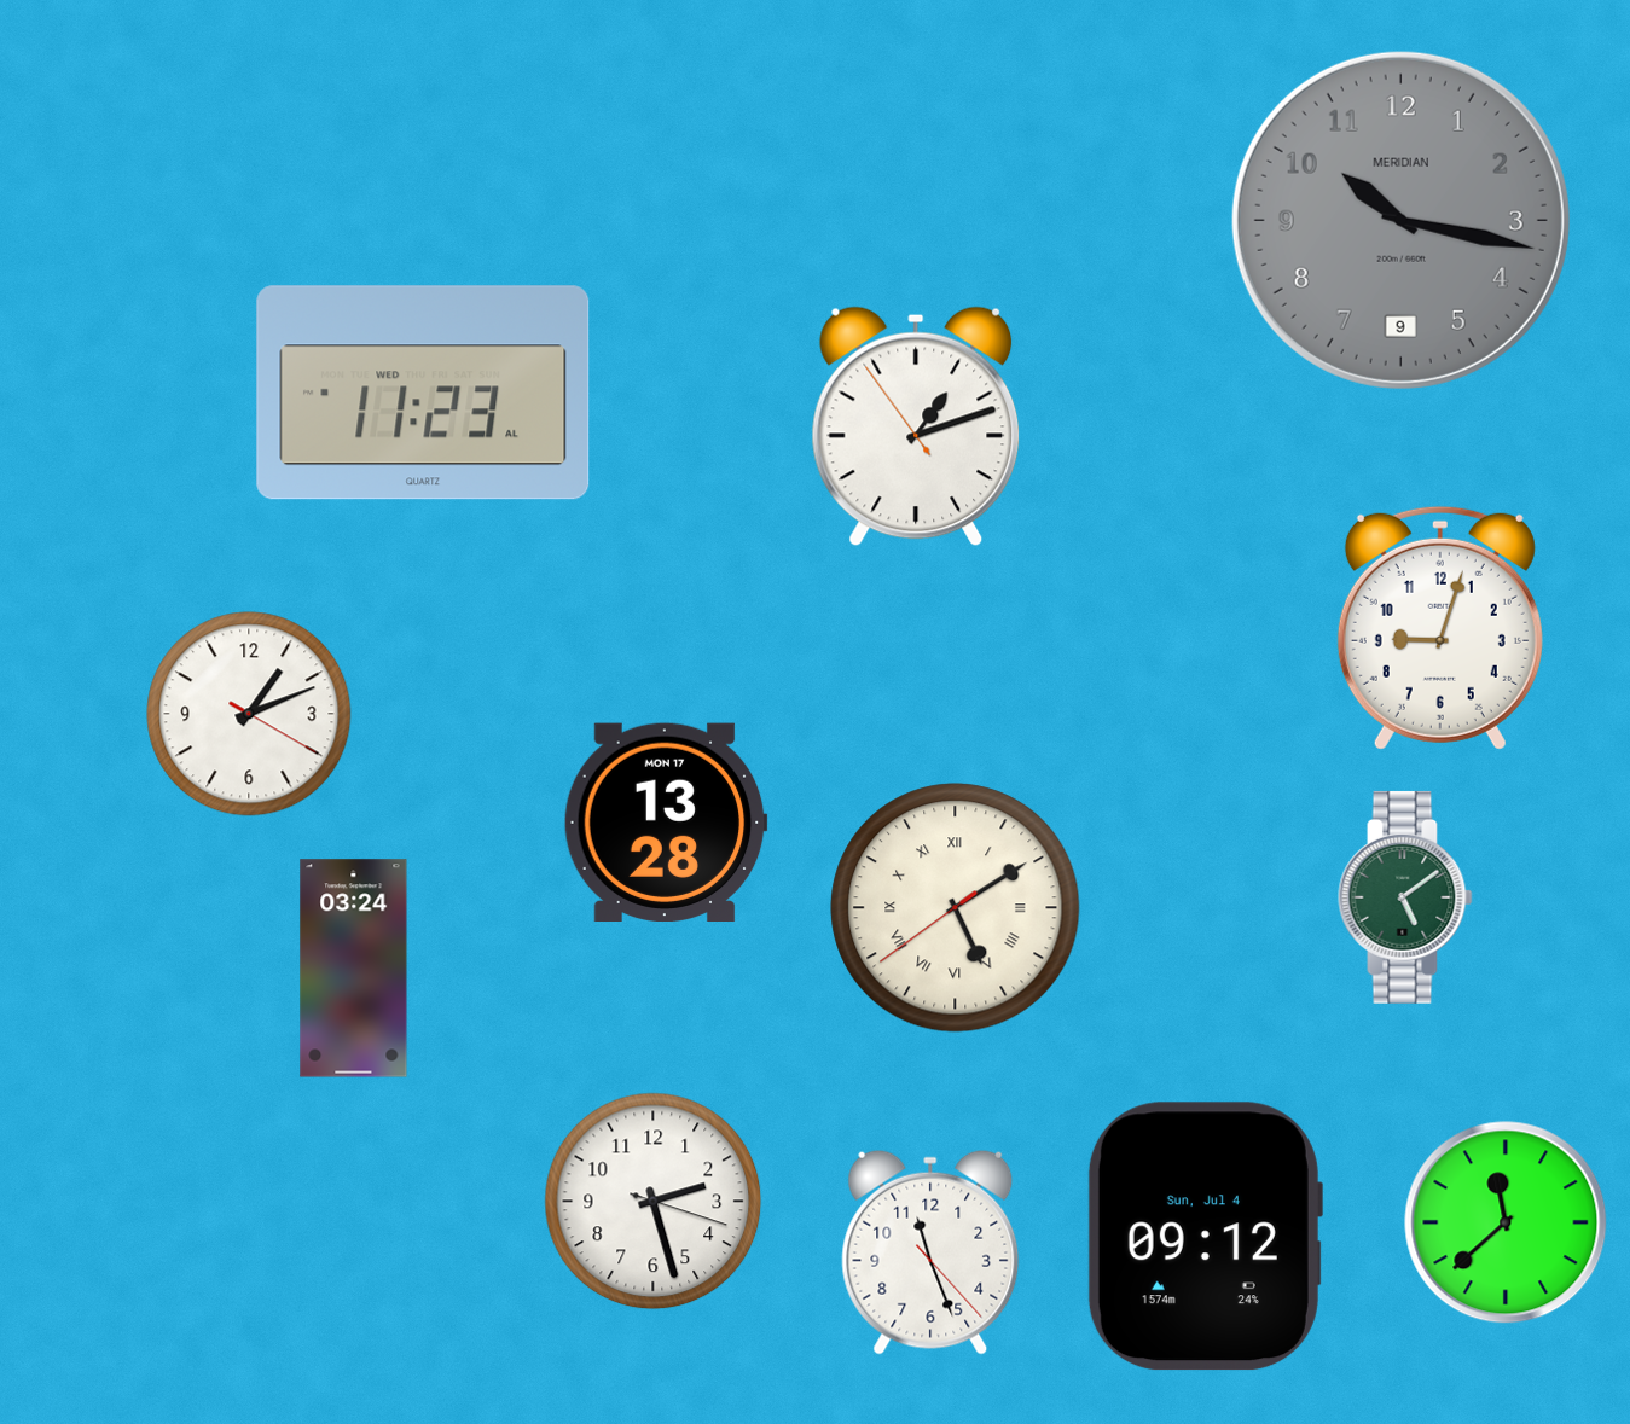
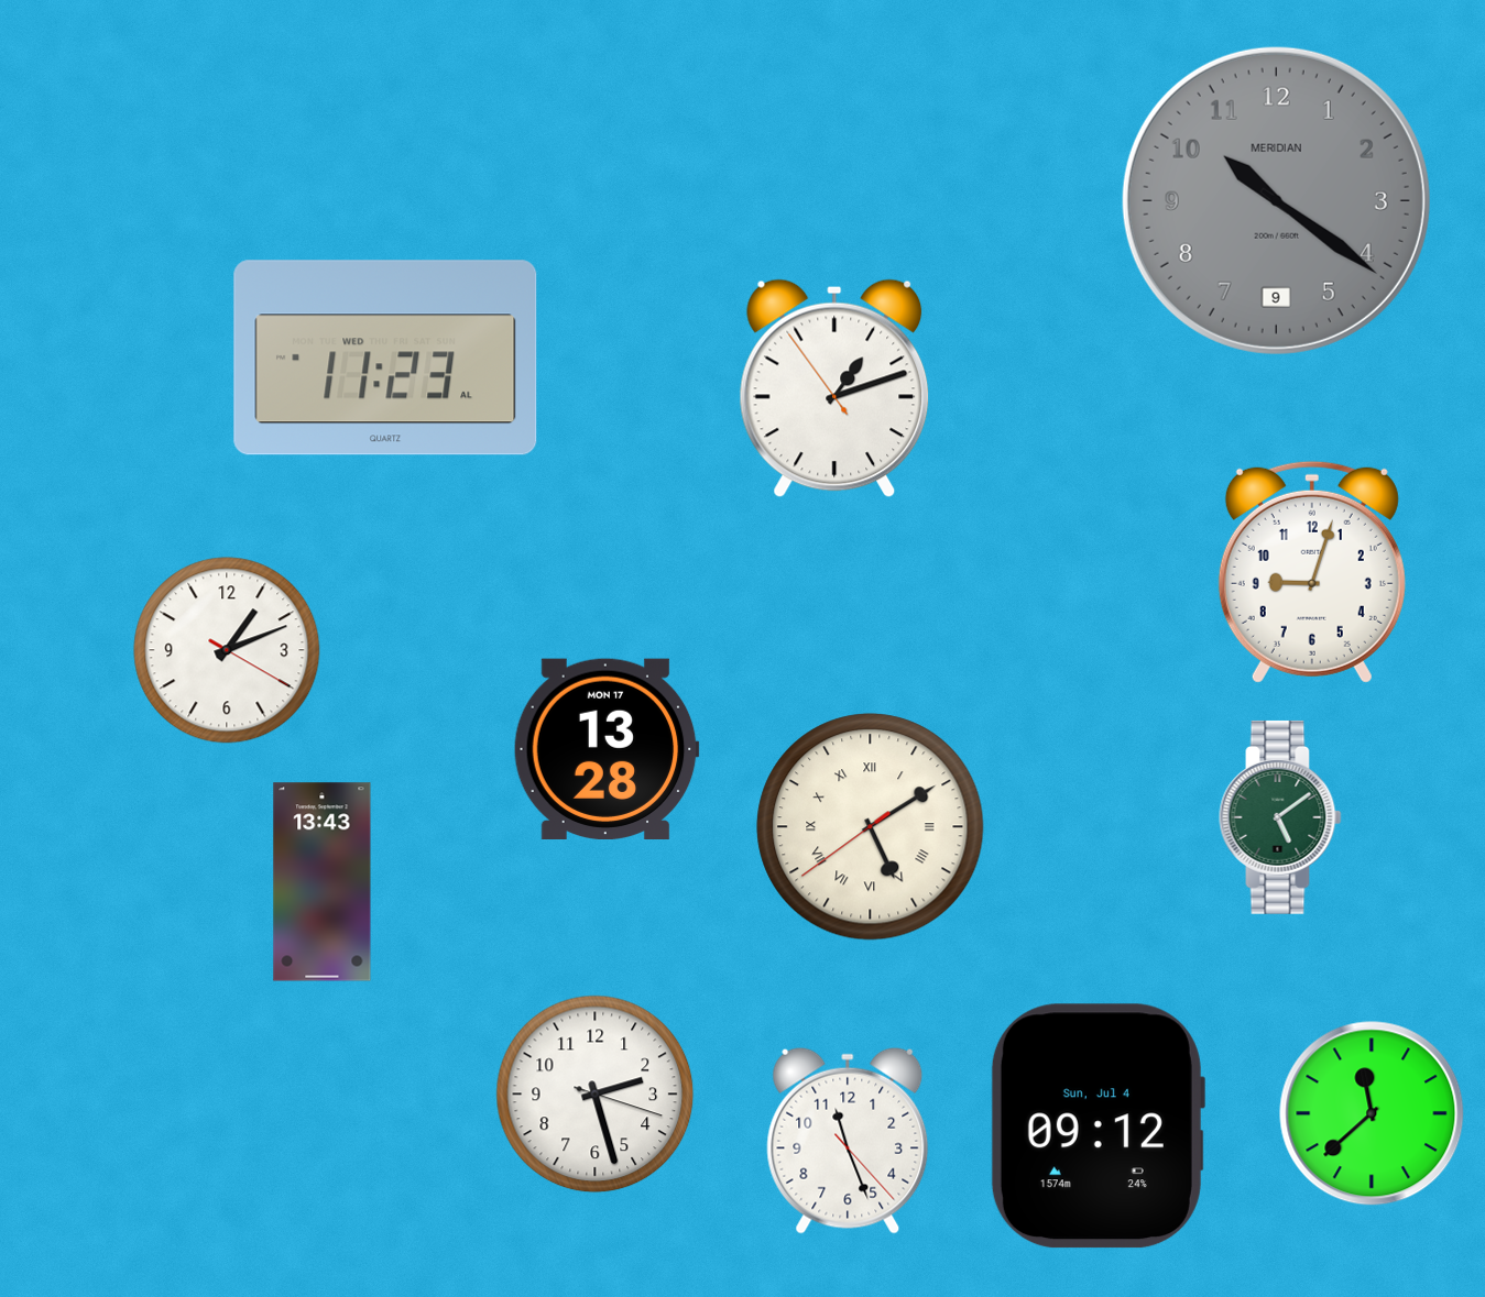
clock at (1400, 220): 10:17 -> 10:21
clock at (354, 969): 03:24 -> 13:43
